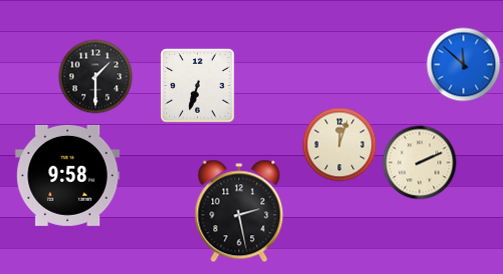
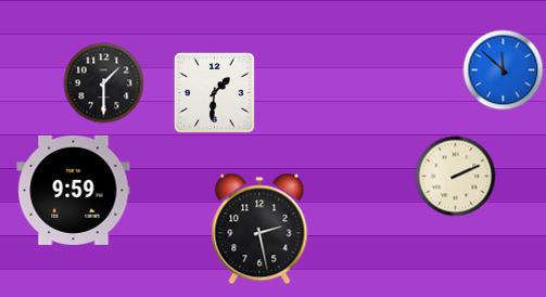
clock at (198, 86): 6:33 -> 1:31
clock at (340, 145): 12:03 -> none
clock at (68, 175): 9:58 -> 9:59
